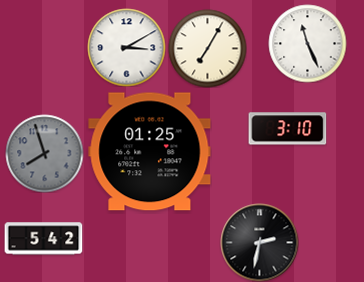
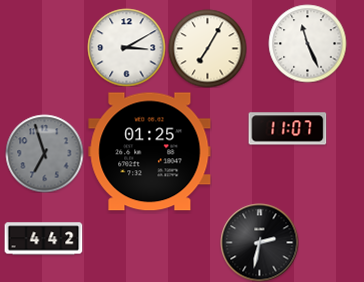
clock at (287, 129): 3:10 -> 11:07
clock at (44, 153): 7:57 -> 6:57
clock at (43, 239): 5:42 -> 4:42
